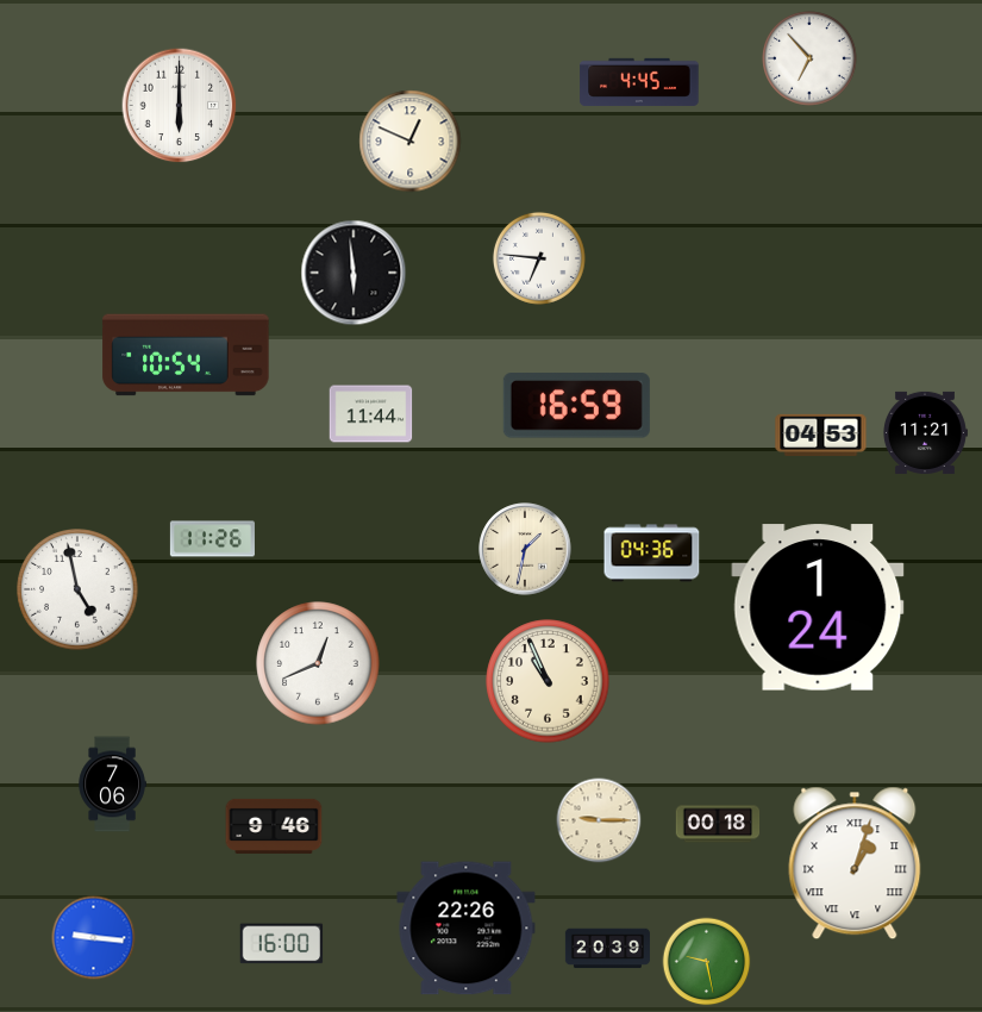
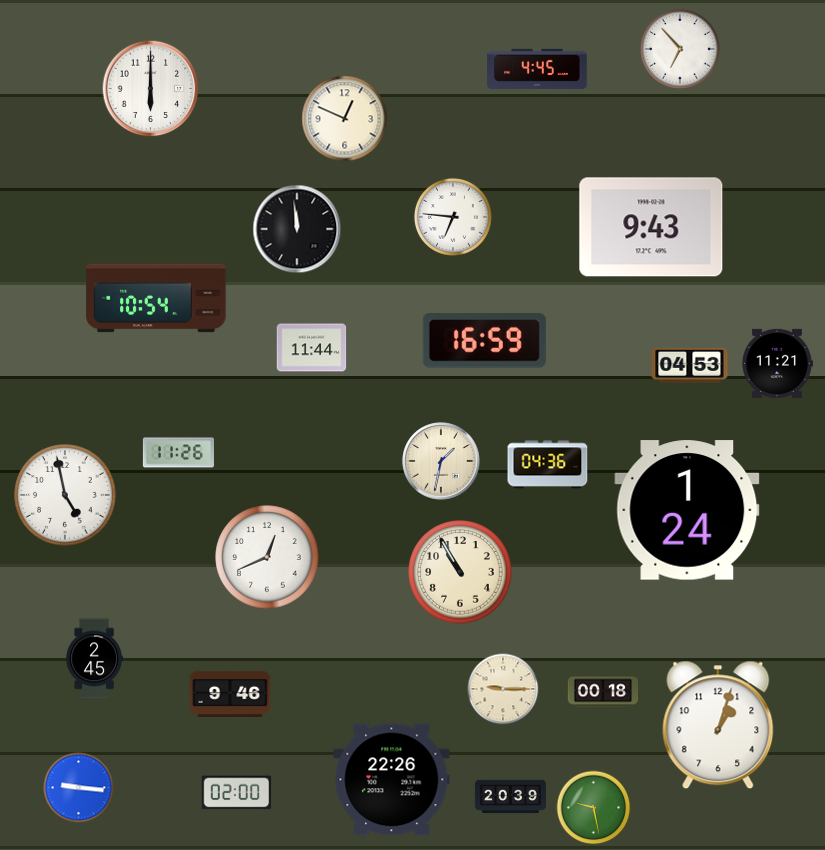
clock at (651, 227): none -> 9:43
clock at (354, 273): 5:59 -> 11:59
clock at (548, 681): 10:56 -> 10:55
clock at (112, 785): 7:06 -> 2:45
clock at (855, 863) numerals: Roman -> Arabic
clock at (282, 944): 16:00 -> 02:00
